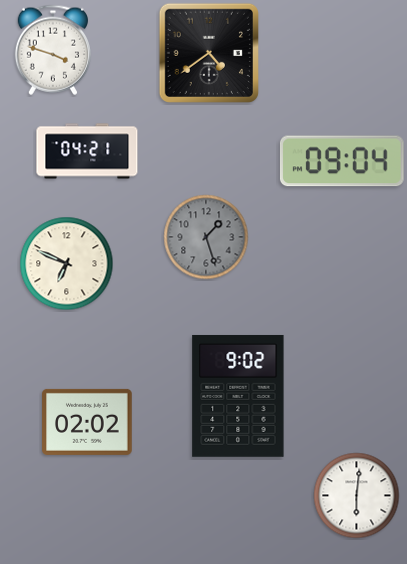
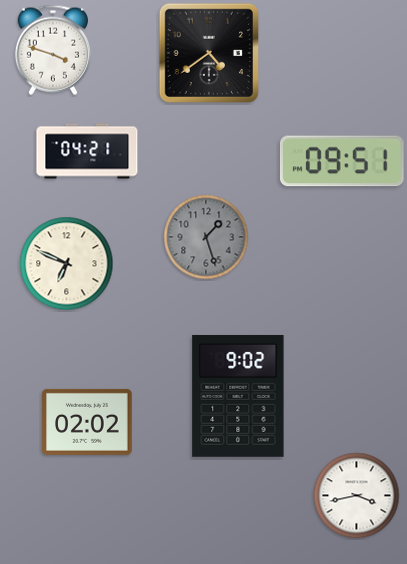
clock at (342, 161): 09:04 -> 09:51
clock at (357, 496): 6:01 -> 3:43
